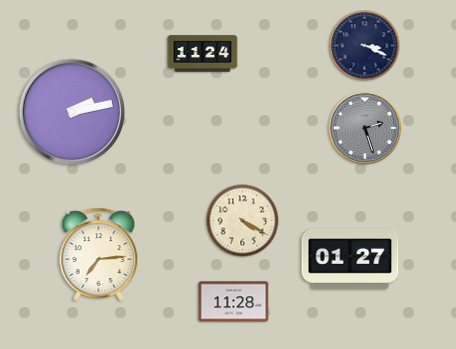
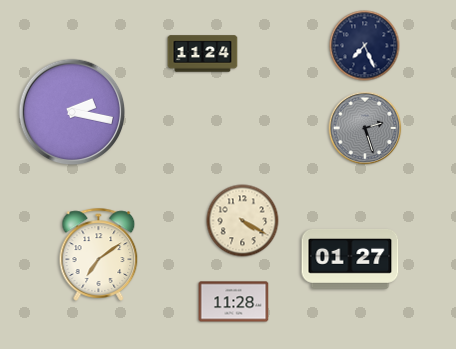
clock at (365, 46): 3:19 -> 7:26
clock at (72, 112): 2:13 -> 2:17
clock at (99, 254): 7:14 -> 7:09
